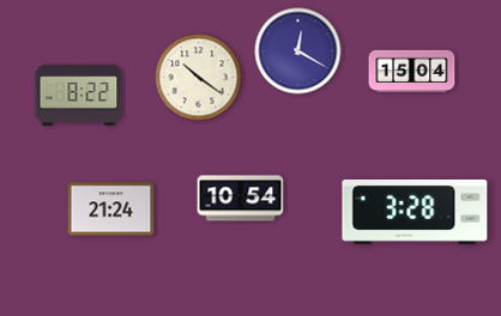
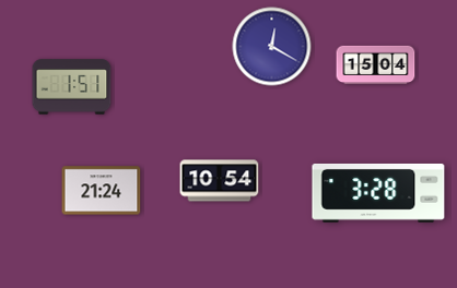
clock at (199, 78): 10:21 -> none
clock at (79, 96): 8:22 -> 1:51
